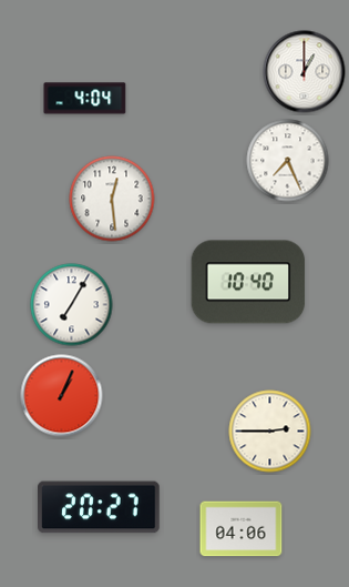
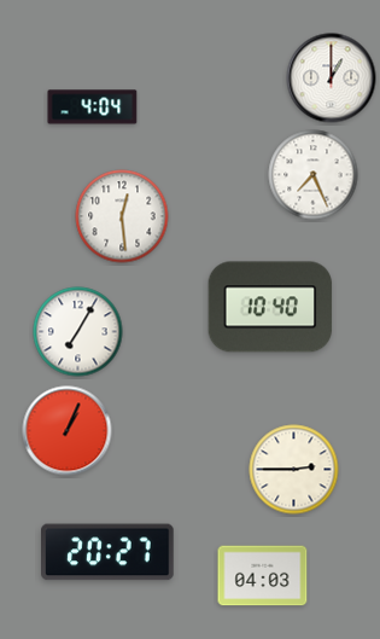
clock at (242, 529): 04:06 -> 04:03
